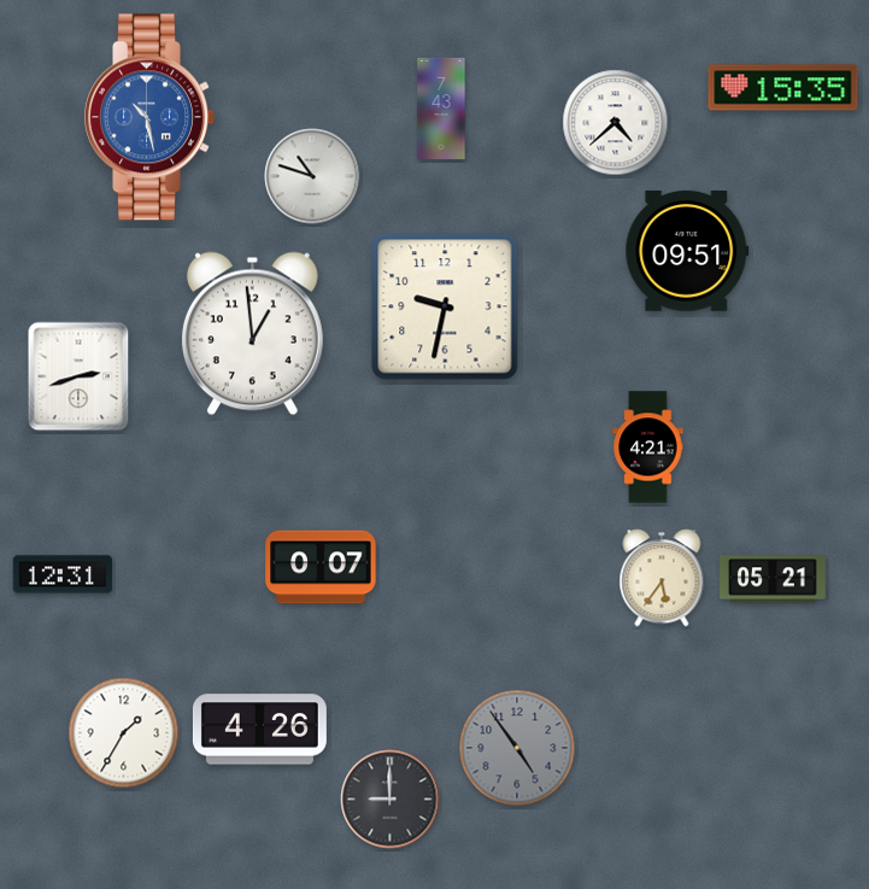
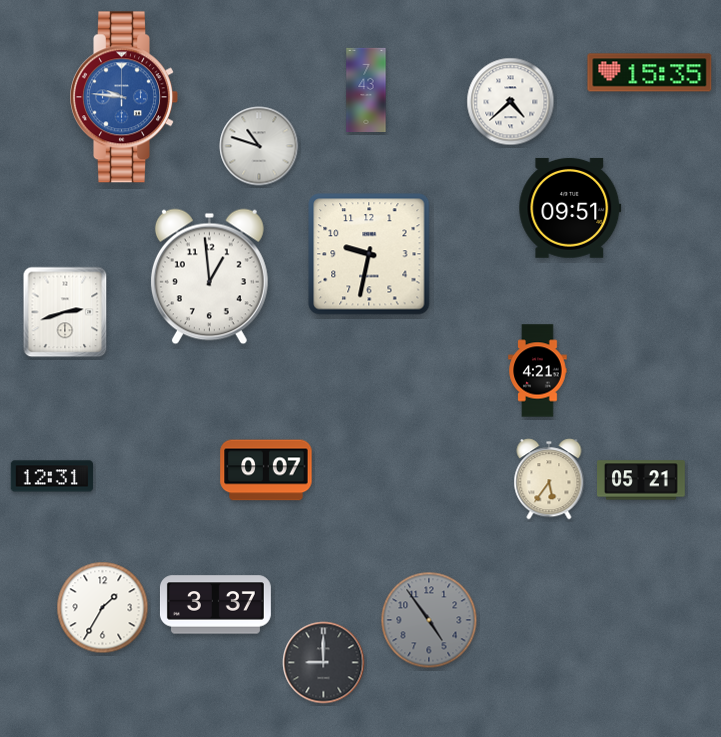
clock at (149, 117): 10:28 -> 9:46
clock at (259, 730): 4:26 -> 3:37
